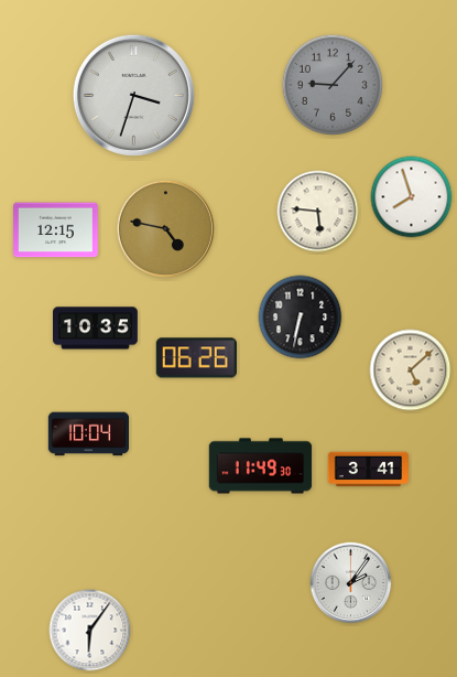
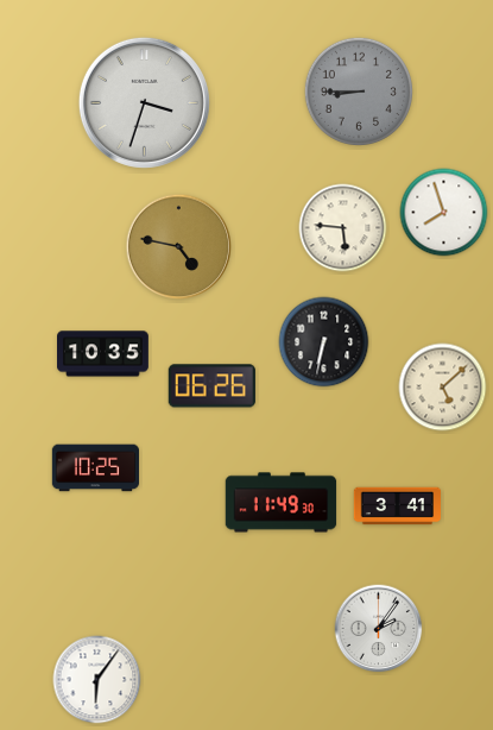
clock at (331, 84): 9:07 -> 8:45
clock at (56, 230): 12:15 -> none
clock at (411, 370) position: (411, 370) -> (443, 388)
clock at (88, 434): 10:04 -> 10:25
